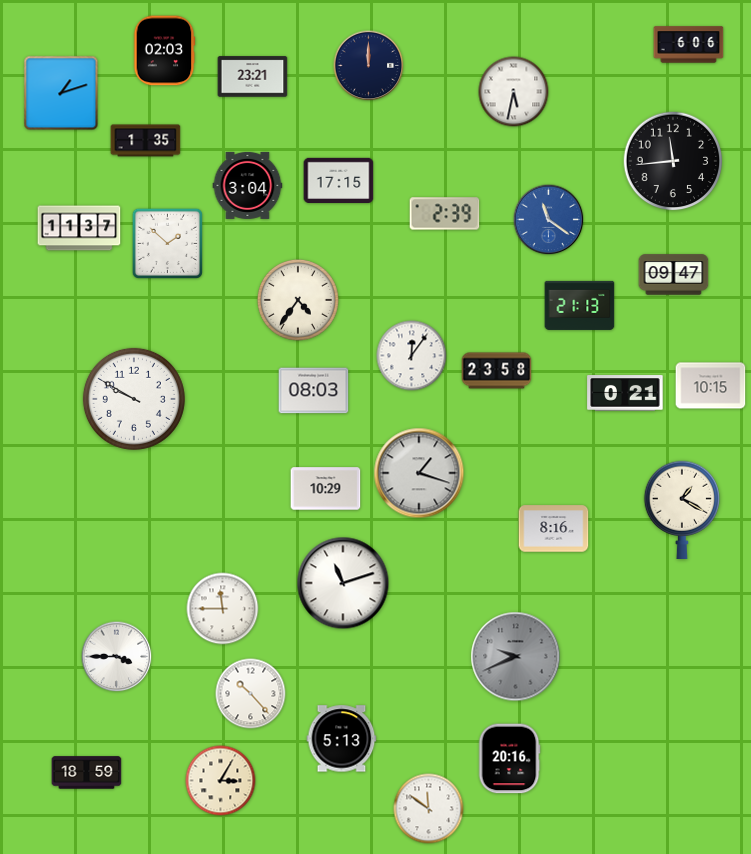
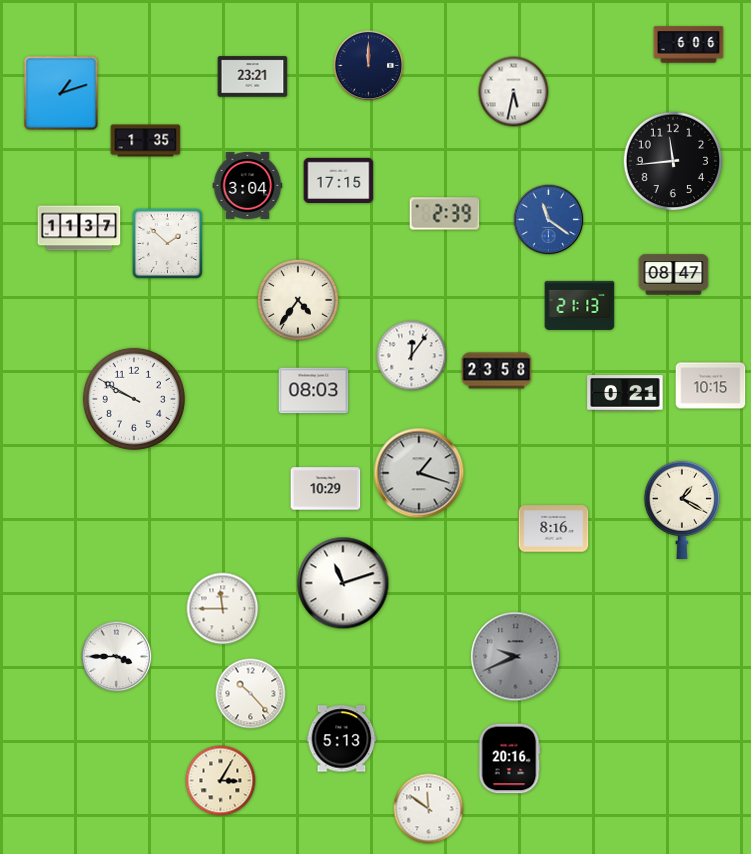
clock at (164, 51): 02:03 -> none
clock at (674, 275): 09:47 -> 08:47
clock at (87, 773): 18:59 -> none
